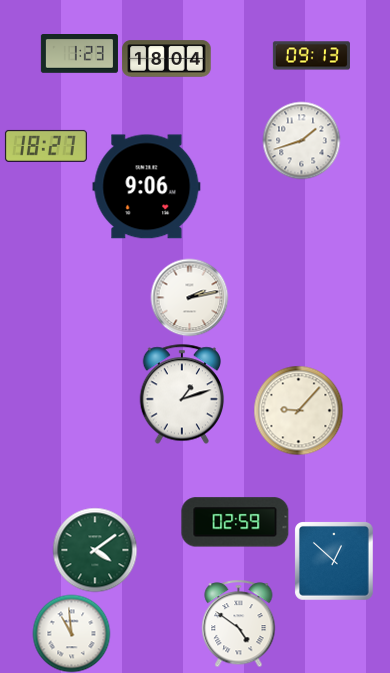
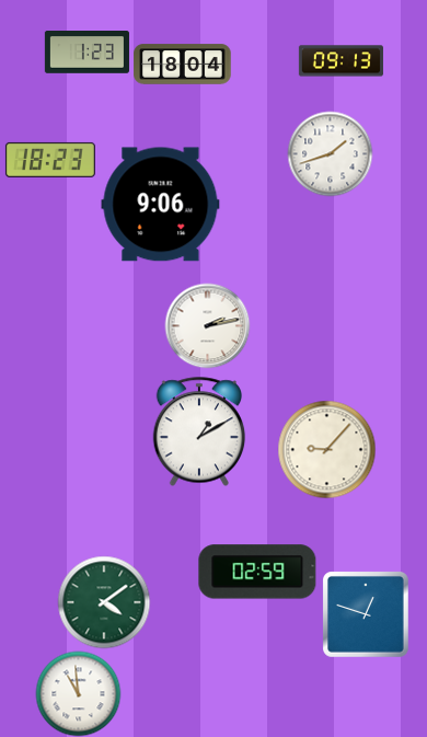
clock at (79, 54) position: (79, 54) -> (86, 53)
clock at (46, 146): 18:27 -> 18:23
clock at (182, 394): 1:12 -> 1:10
clock at (334, 561): 12:52 -> 12:48
clock at (239, 623): 4:51 -> none
